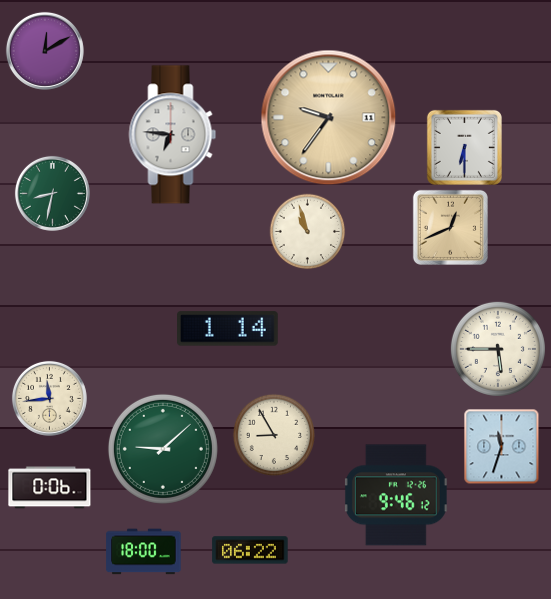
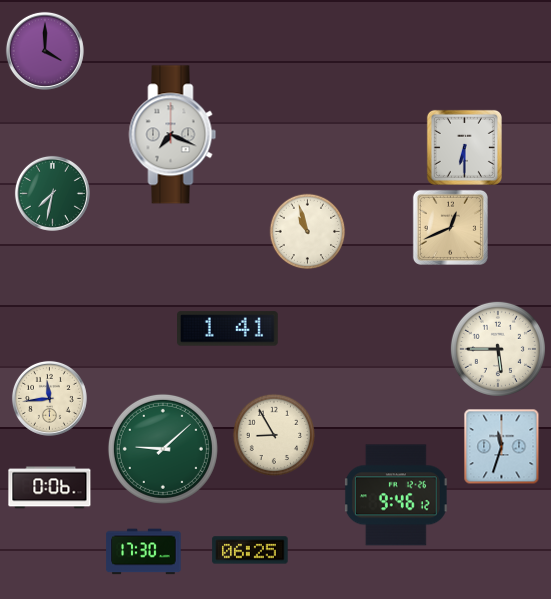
clock at (45, 51): 12:10 -> 4:00
clock at (329, 118): 9:36 -> none
clock at (173, 135): 6:46 -> 7:19
clock at (52, 193): 8:32 -> 7:32
clock at (228, 329): 1:14 -> 1:41
clock at (250, 550): 06:22 -> 06:25
clock at (144, 552): 18:00 -> 17:30
